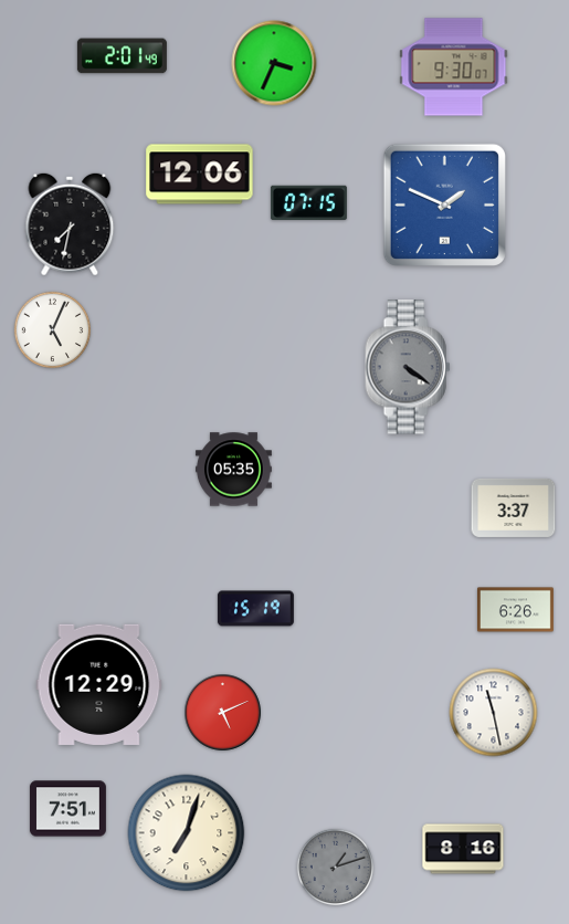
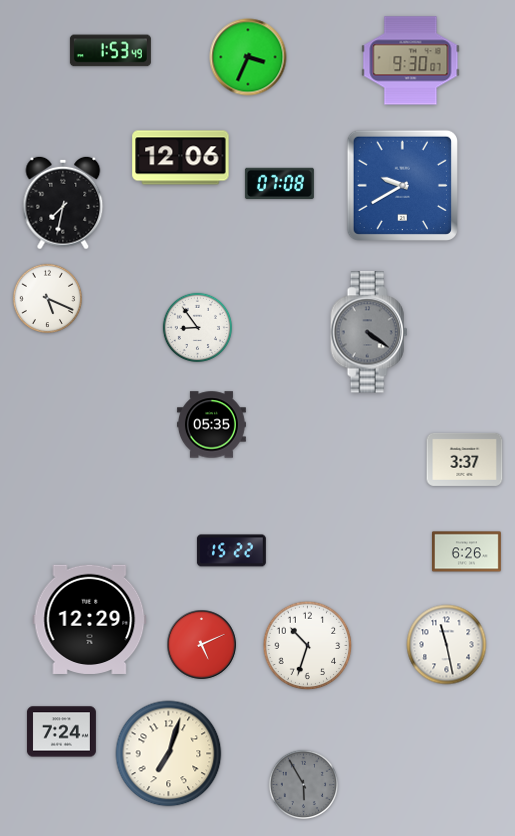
clock at (122, 56): 2:01 -> 1:53
clock at (308, 203): 07:15 -> 07:08
clock at (444, 204): 1:49 -> 9:40
clock at (53, 330): 5:04 -> 5:19
clock at (198, 328): none -> 8:54
clock at (255, 609): 15:19 -> 15:22
clock at (308, 646): none -> 10:33
clock at (67, 809): 7:51 -> 7:24
clock at (463, 849): 8:16 -> none
clock at (336, 868): 1:12 -> 5:55
